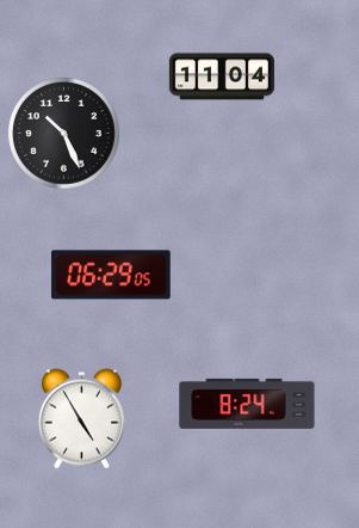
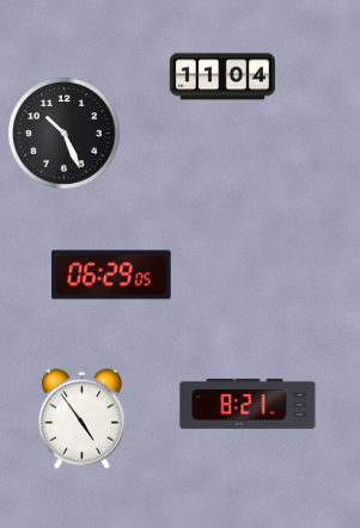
clock at (247, 404): 8:24 -> 8:21
clock at (81, 418): 4:55 -> 4:54
